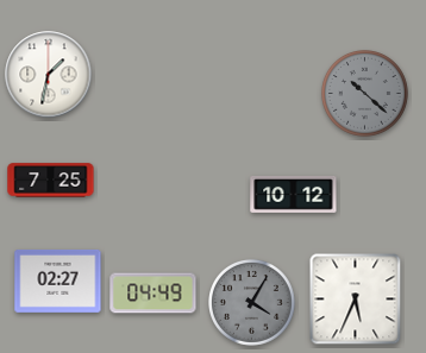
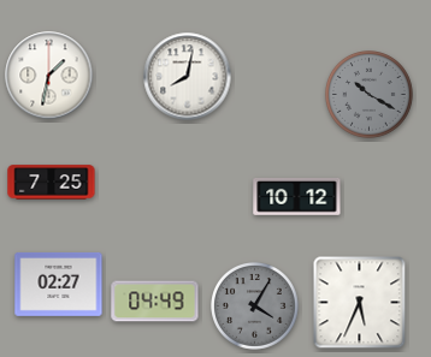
clock at (188, 77): none -> 8:02
clock at (365, 94): 10:22 -> 10:20
clock at (154, 294) position: (154, 294) -> (155, 302)
